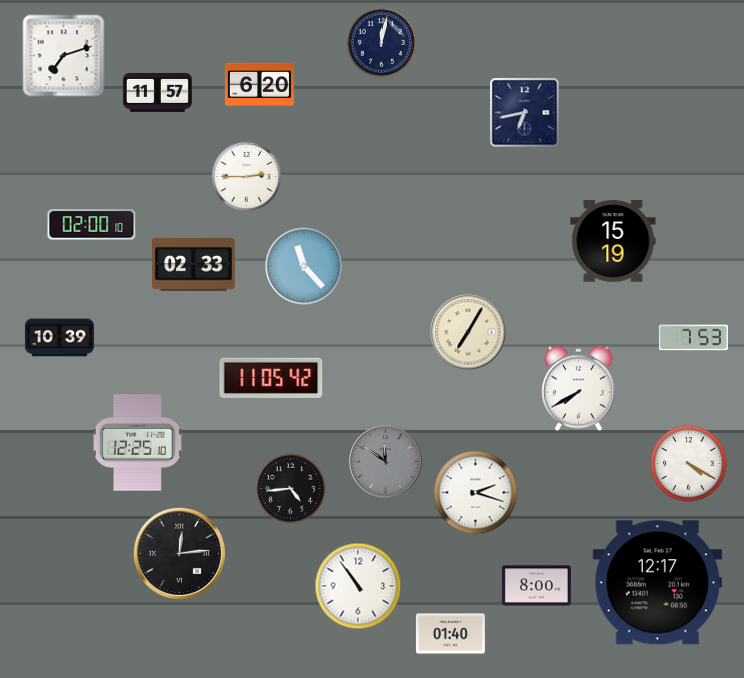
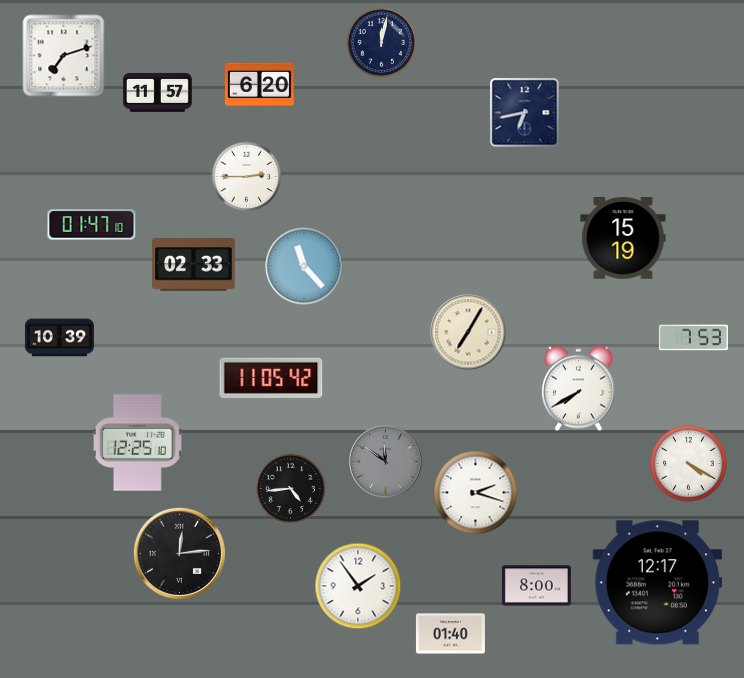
clock at (92, 225): 02:00 -> 01:47
clock at (613, 242) position: (613, 242) -> (623, 239)
clock at (358, 586): 10:54 -> 1:54
